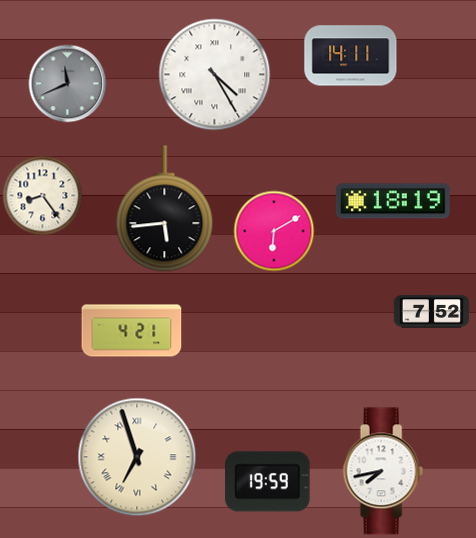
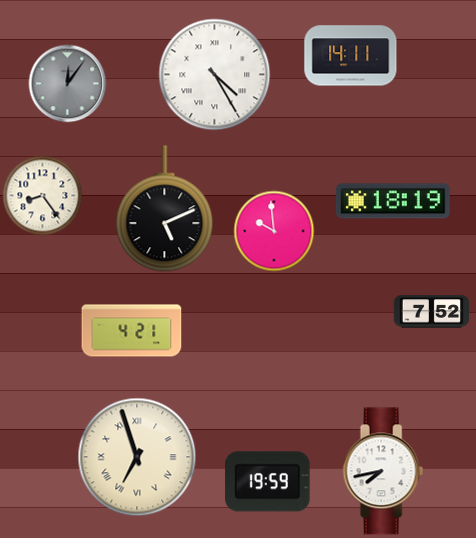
clock at (68, 84): 11:41 -> 12:06
clock at (165, 209): 5:44 -> 5:11
clock at (274, 231): 6:10 -> 9:59
